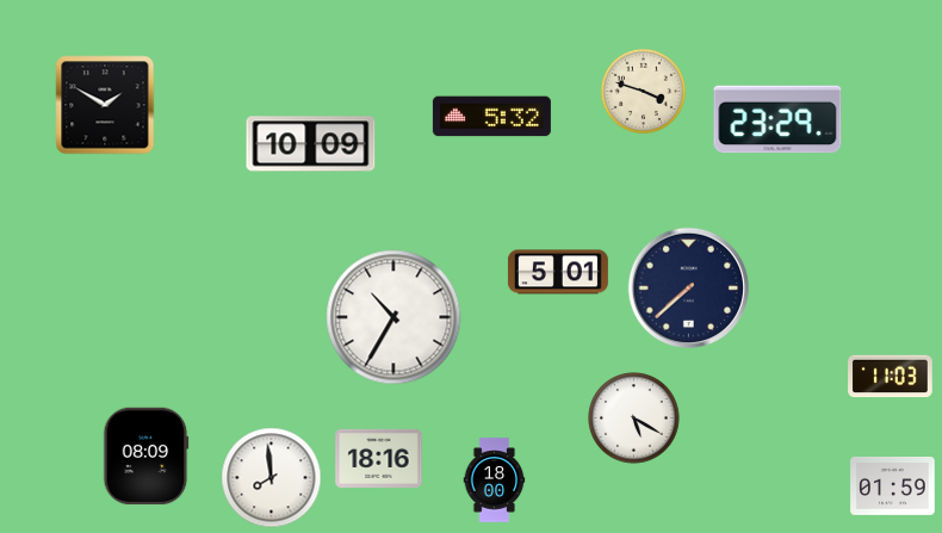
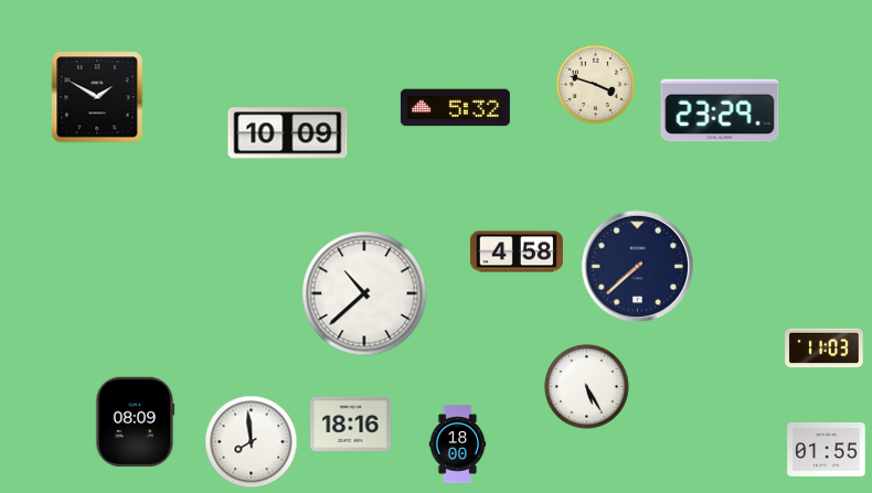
clock at (558, 272): 5:01 -> 4:58
clock at (393, 317): 10:35 -> 10:38
clock at (634, 419): 5:20 -> 5:25
clock at (893, 486): 01:59 -> 01:55
